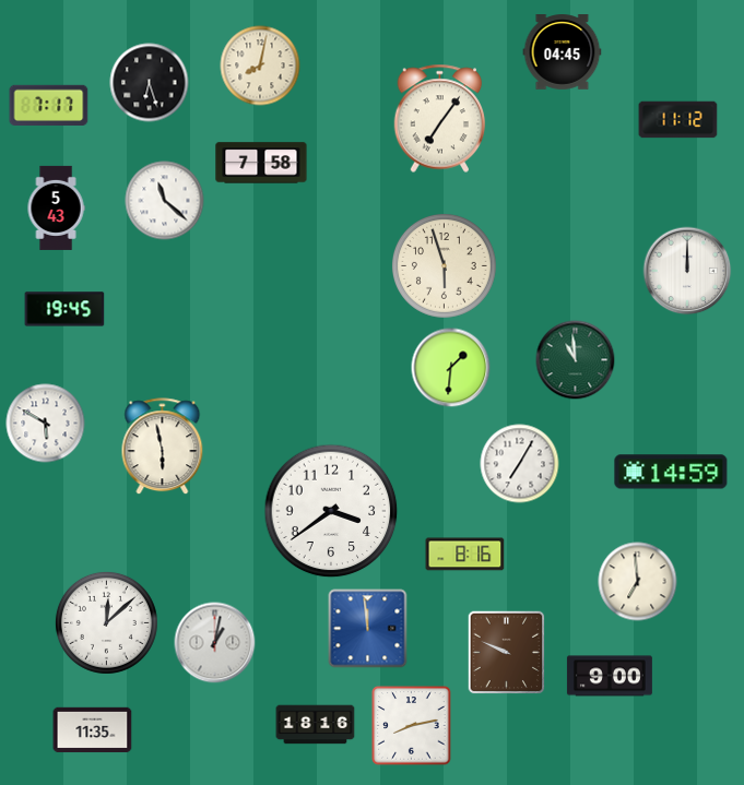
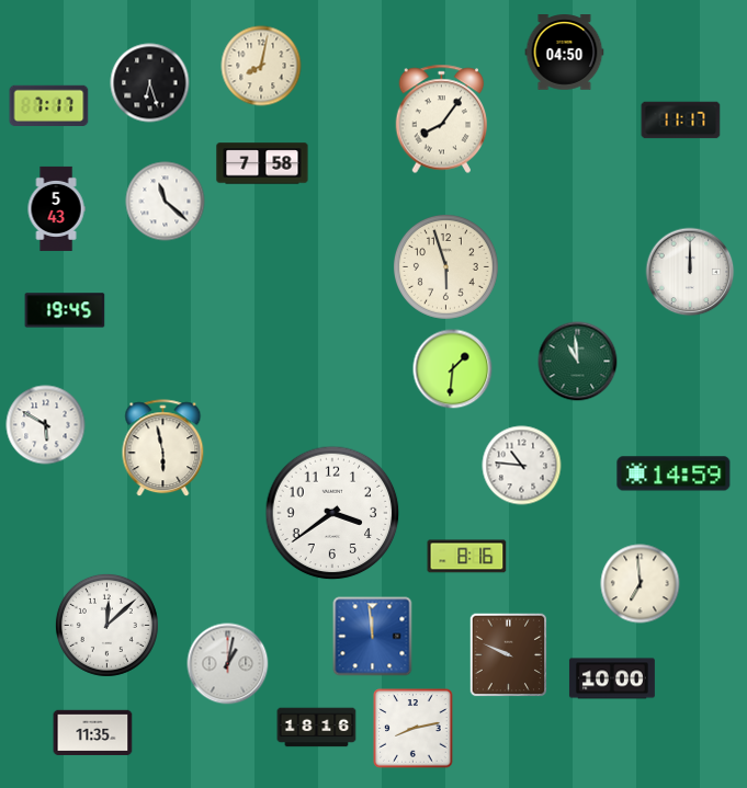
clock at (563, 52): 04:45 -> 04:50
clock at (440, 119): 7:06 -> 8:06
clock at (678, 120): 11:12 -> 11:17
clock at (520, 464): 7:05 -> 10:46
clock at (368, 629) position: (368, 629) -> (373, 637)
clock at (215, 643) position: (215, 643) -> (228, 664)
clock at (610, 676): 9:00 -> 10:00
